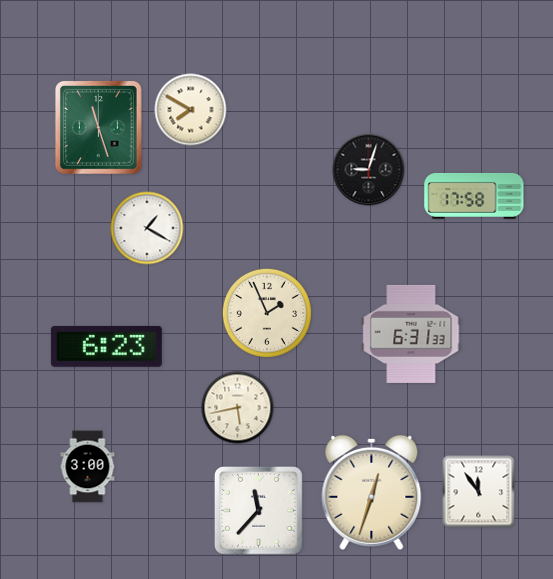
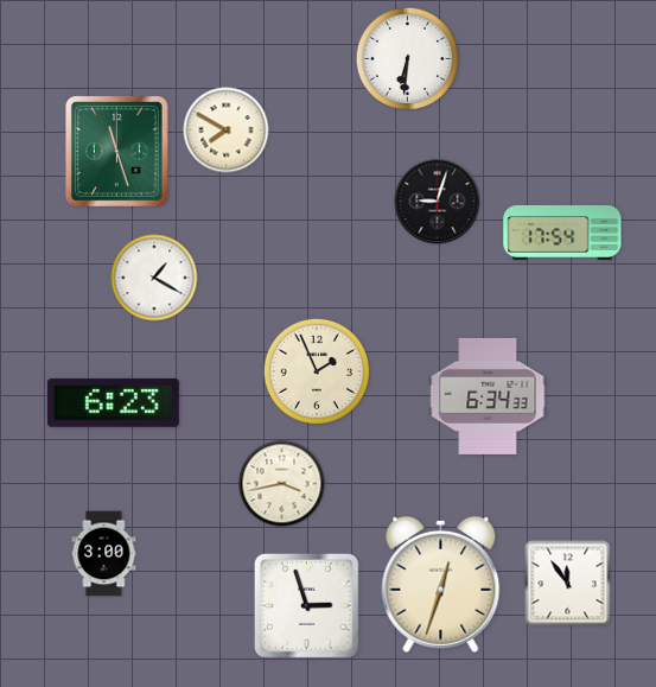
clock at (408, 59): none -> 6:31
clock at (474, 196): 17:58 -> 17:54
clock at (147, 228) position: (147, 228) -> (154, 278)
clock at (411, 334): 6:31 -> 6:34
clock at (106, 347) position: (106, 347) -> (113, 403)
clock at (238, 408): 5:43 -> 3:43
clock at (259, 511): 11:37 -> 2:57
